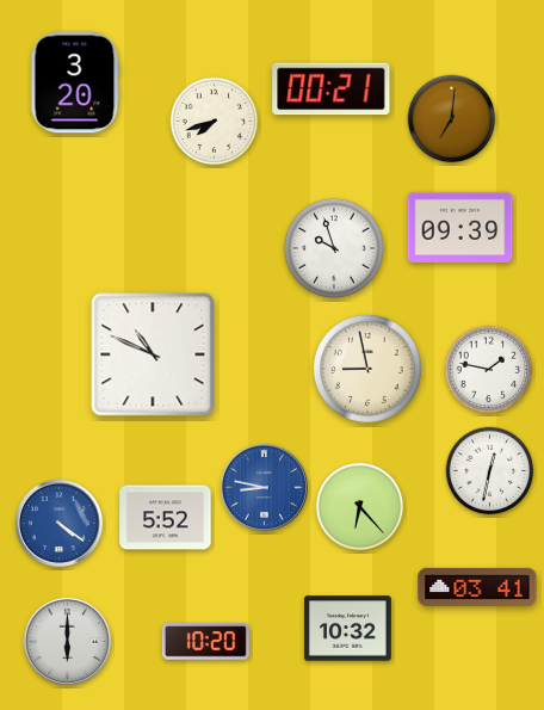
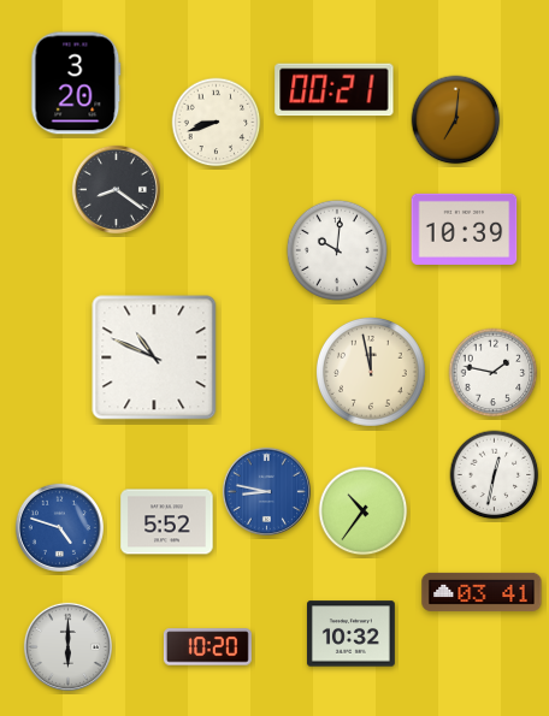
clock at (215, 122): 7:42 -> 8:42
clock at (116, 189): none -> 8:21
clock at (460, 227): 09:39 -> 10:39
clock at (334, 248): 9:57 -> 10:01
clock at (369, 370): 8:58 -> 11:58
clock at (360, 507): 6:23 -> 10:36
clock at (58, 523): 4:21 -> 4:48
